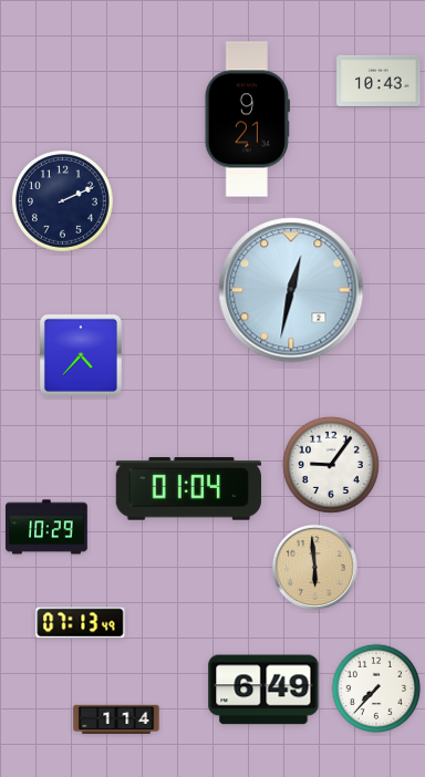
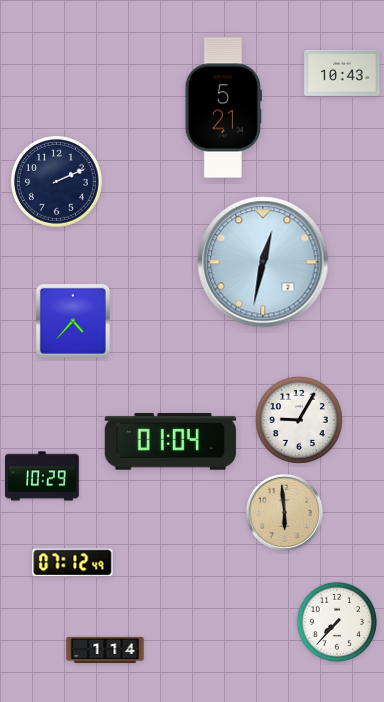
clock at (247, 120): 9:21 -> 5:21
clock at (331, 465): 9:06 -> 9:05
clock at (81, 623): 07:13 -> 07:12
clock at (376, 688) position: (376, 688) -> (337, 622)
clock at (263, 690): 6:49 -> none
